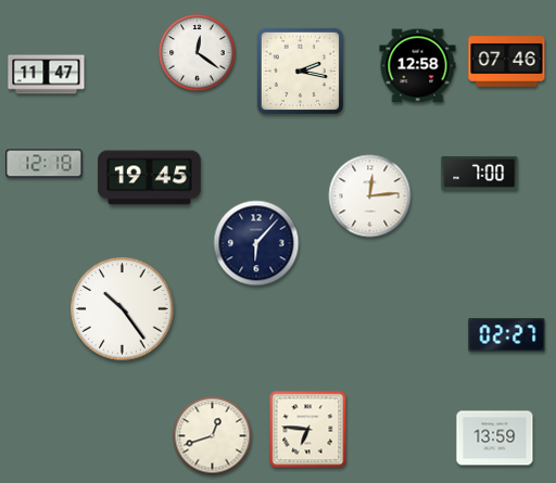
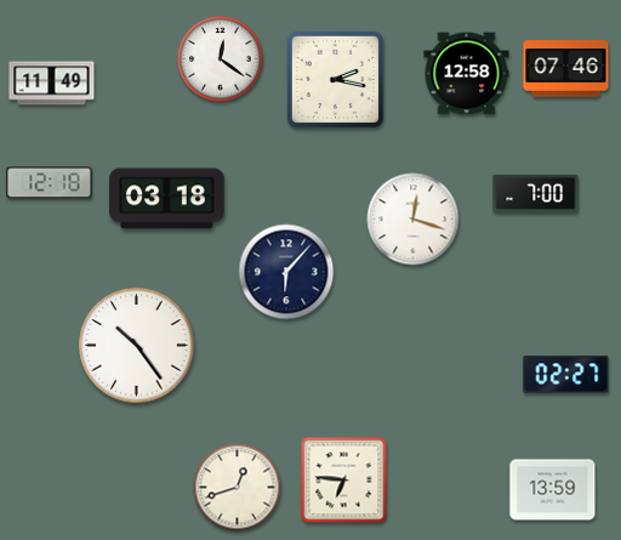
clock at (47, 75): 11:47 -> 11:49
clock at (150, 178): 19:45 -> 03:18
clock at (370, 196): 12:14 -> 12:18
